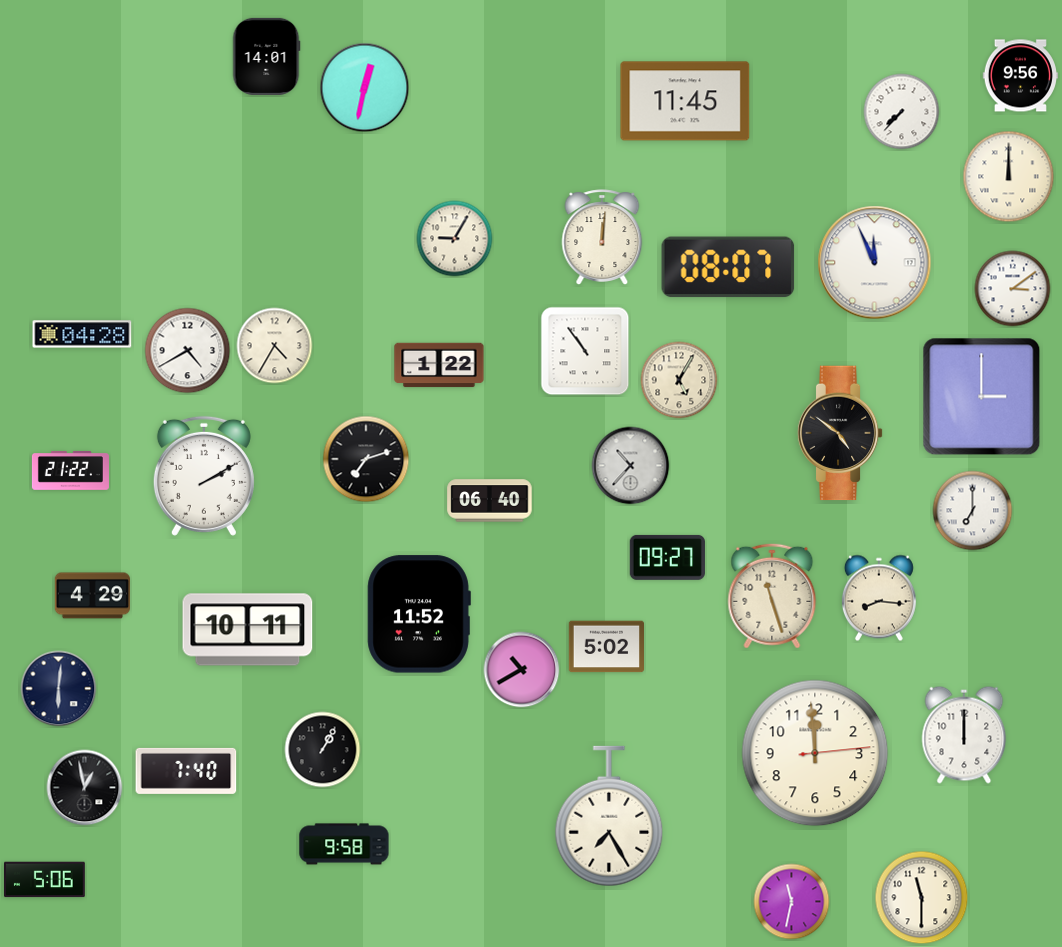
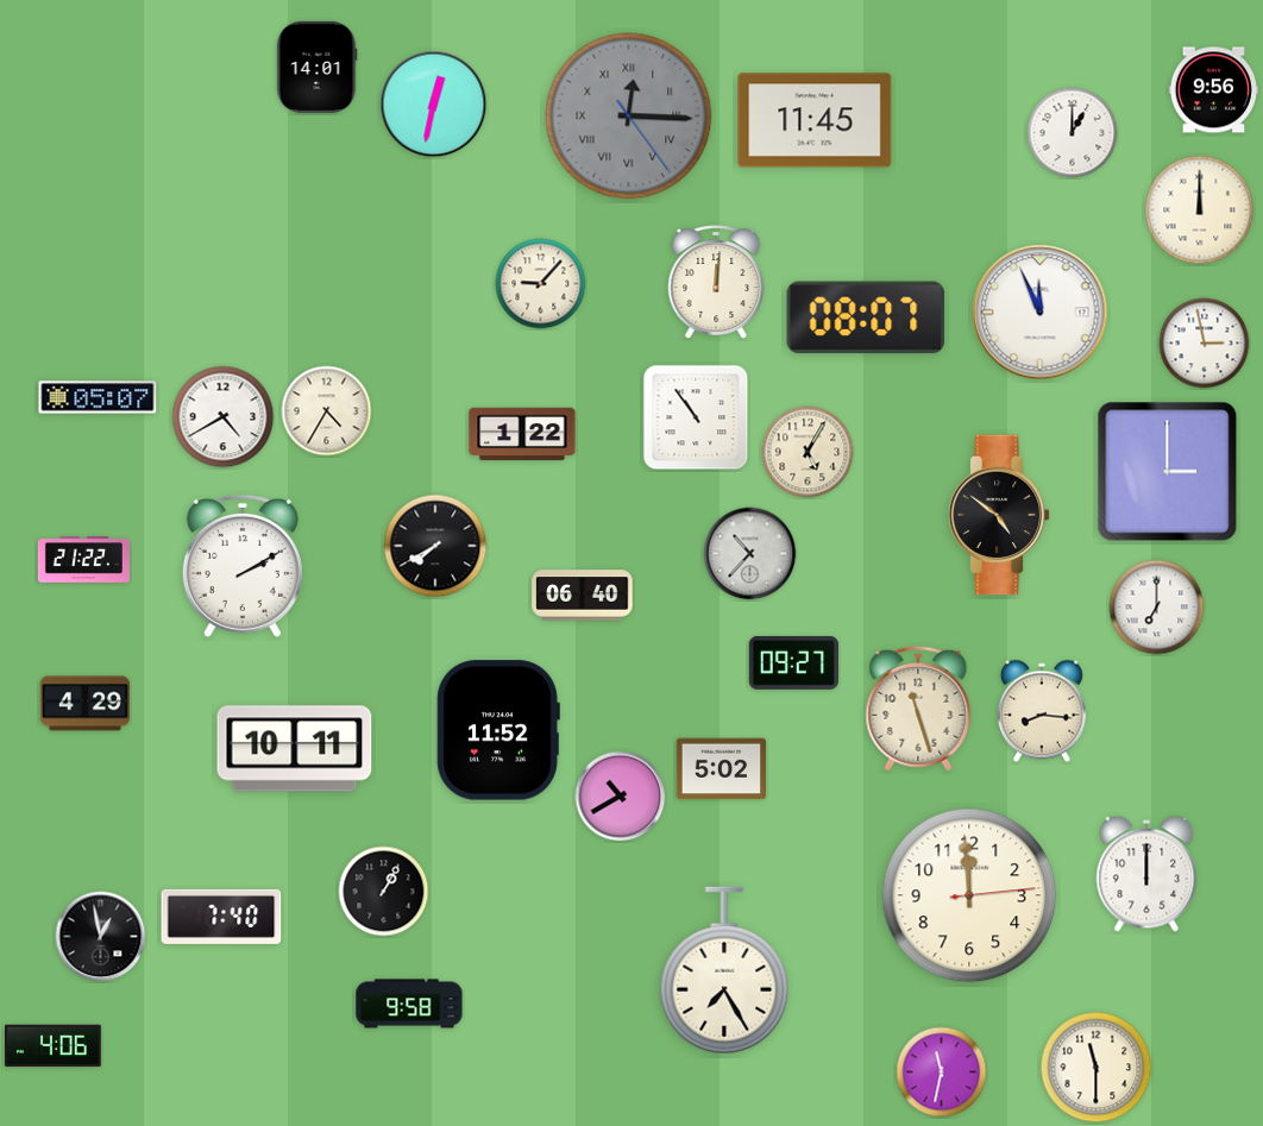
clock at (629, 117): none -> 12:15
clock at (902, 112): 7:37 -> 1:00
clock at (455, 239): 9:05 -> 9:07
clock at (1013, 289): 3:09 -> 2:58
clock at (82, 334): 04:28 -> 05:07
clock at (366, 459): 7:12 -> 7:40
clock at (92, 596) position: (92, 596) -> (84, 704)
clock at (879, 598) position: (879, 598) -> (1042, 711)
clock at (59, 689): 6:01 -> none
clock at (45, 880): 5:06 -> 4:06
